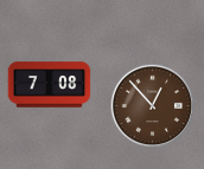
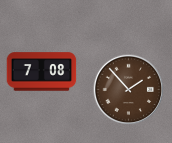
clock at (153, 106): 12:53 -> 1:53
